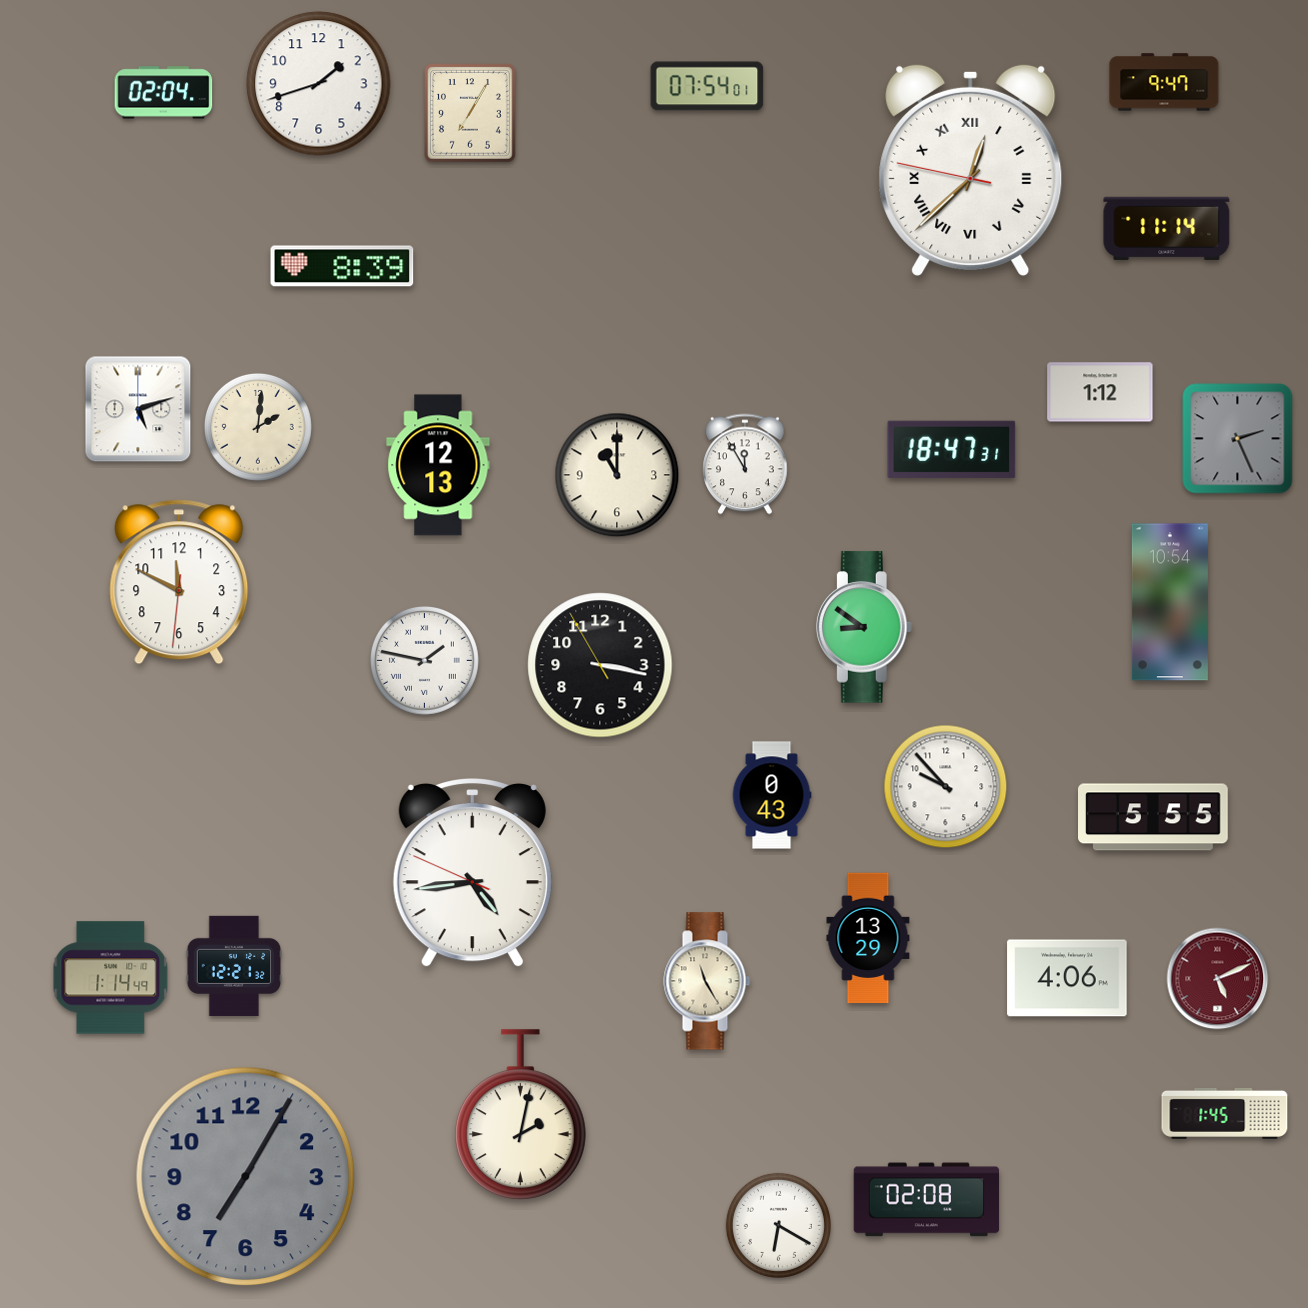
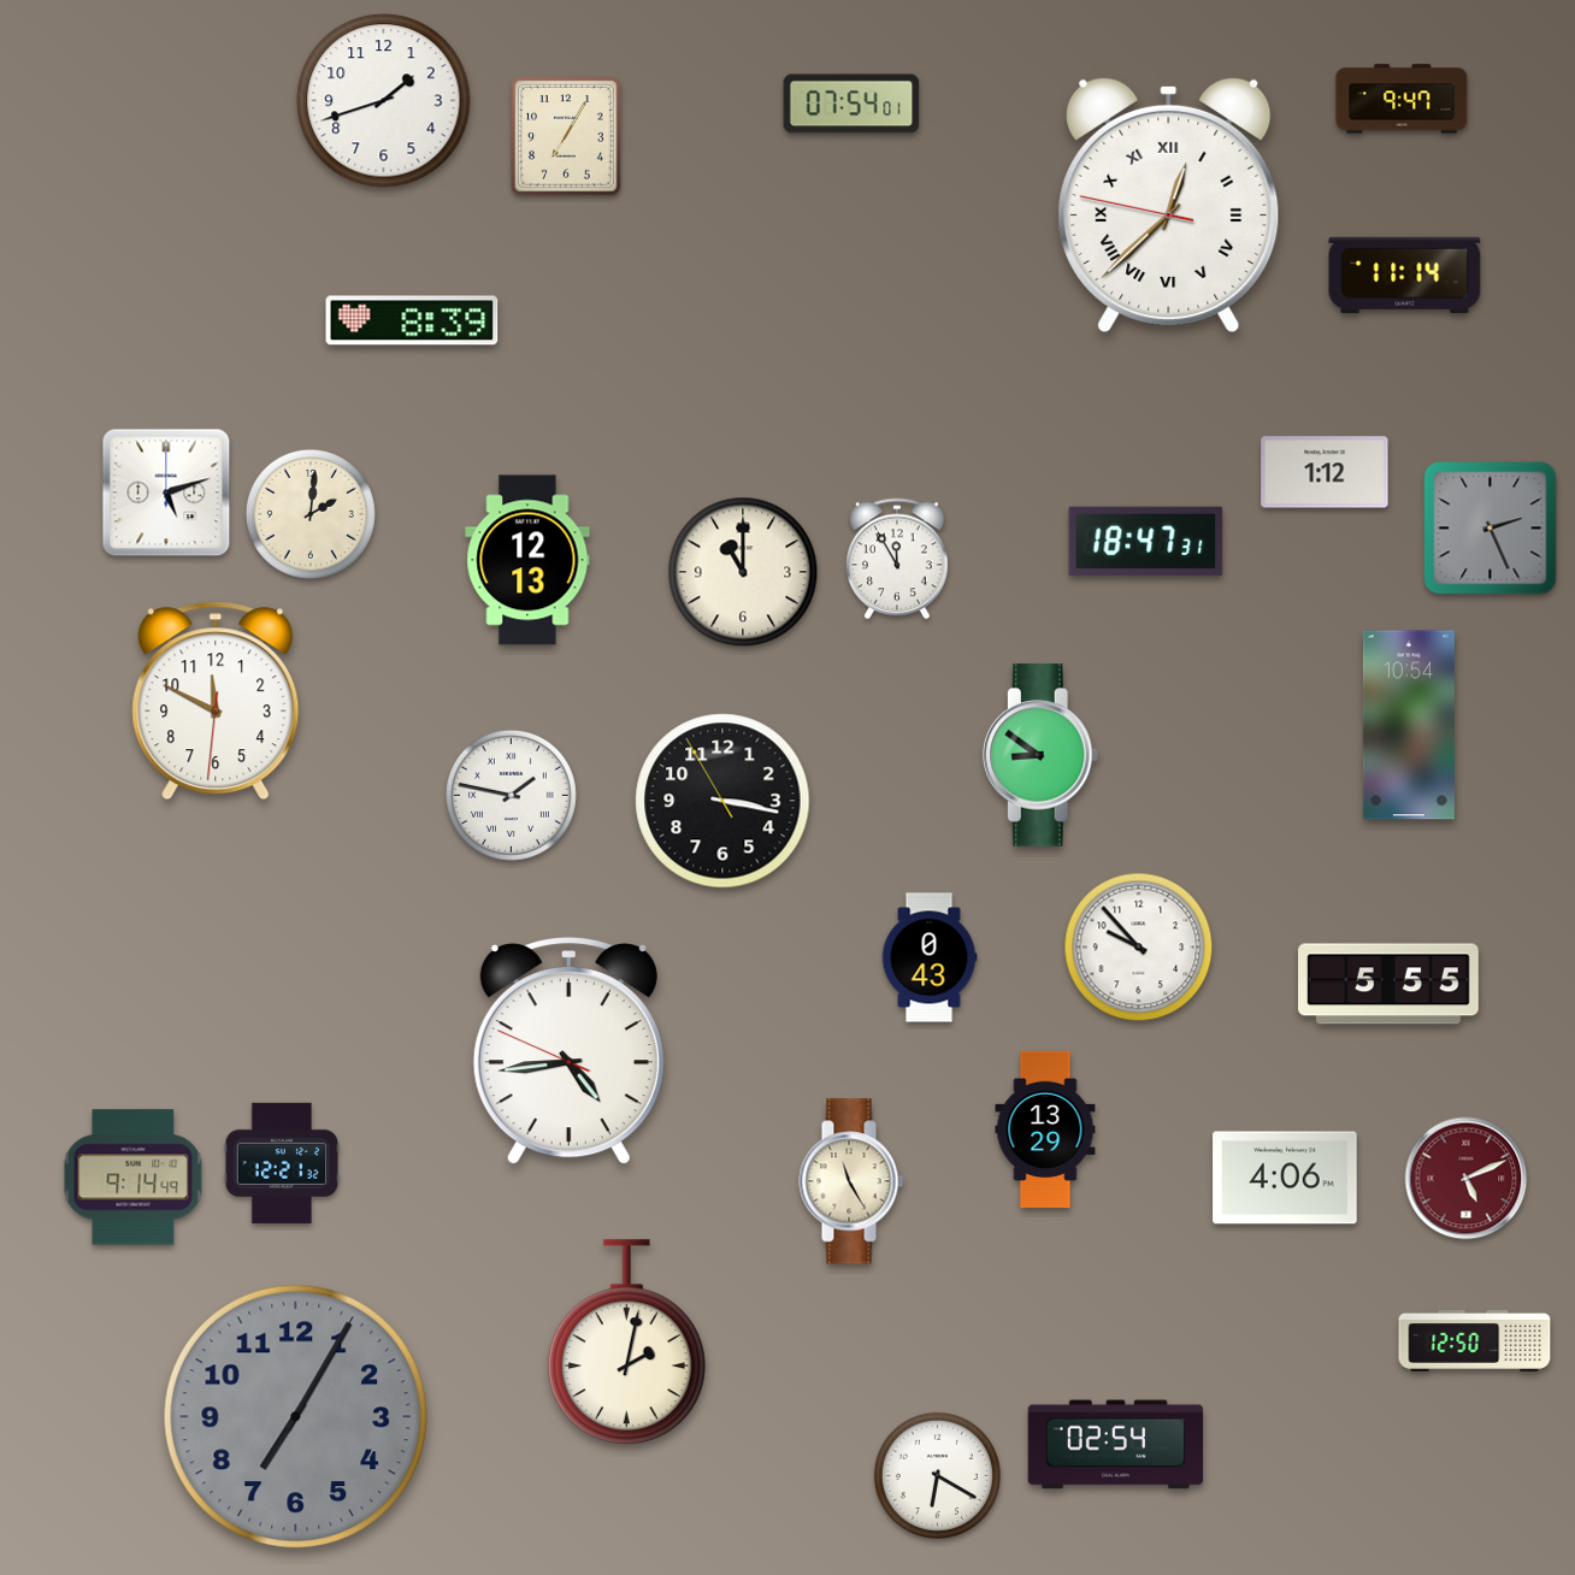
clock at (164, 93): 02:04 -> none
clock at (111, 978): 1:14 -> 9:14
clock at (1225, 1113): 1:45 -> 12:50
clock at (927, 1200): 02:08 -> 02:54
